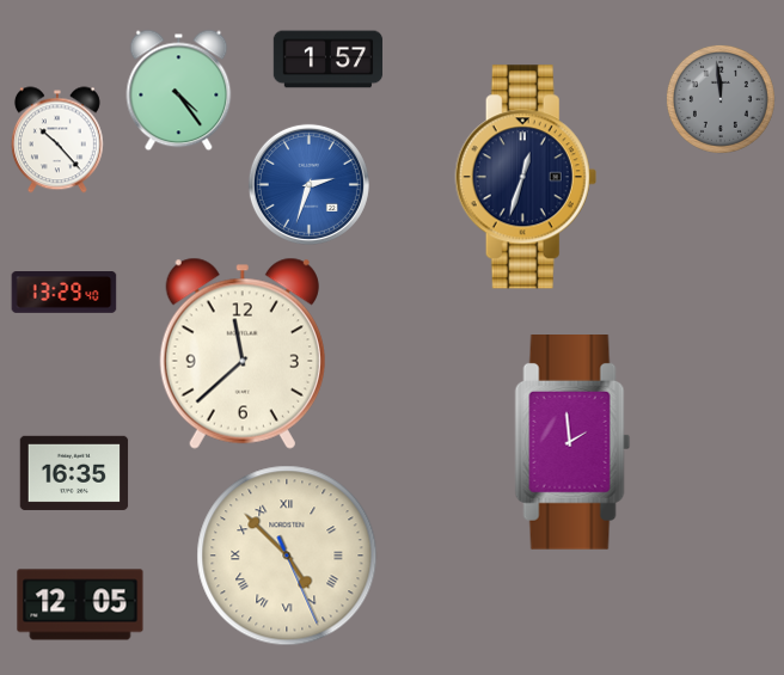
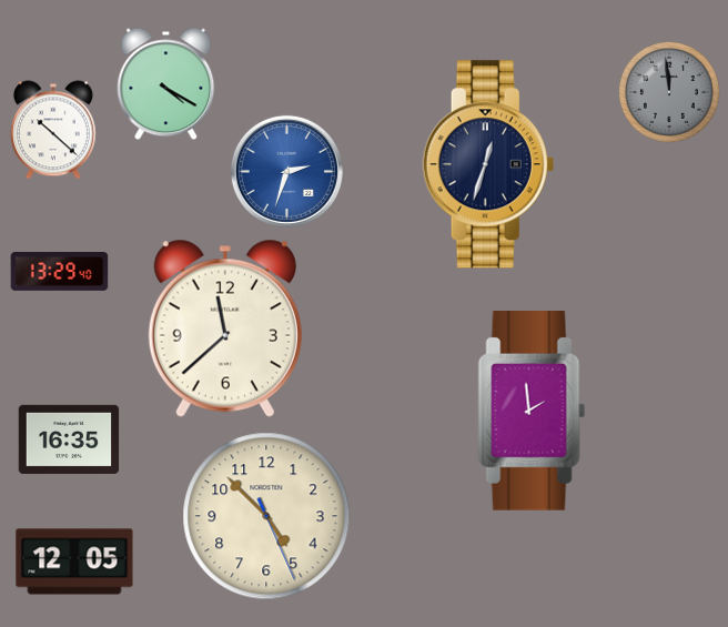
clock at (329, 60): 1:57 -> none
clock at (179, 91): 4:24 -> 4:20
clock at (57, 140): 10:23 -> 10:22
clock at (287, 556) numerals: Roman -> Arabic
